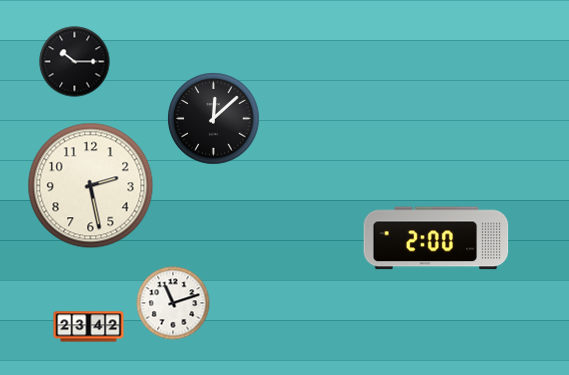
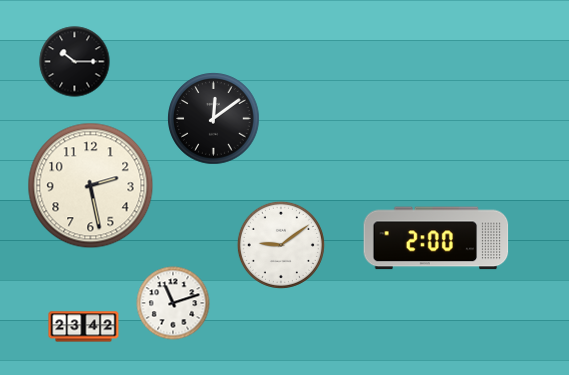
clock at (214, 119): 12:08 -> 12:09
clock at (281, 245): none -> 9:09
clock at (89, 327) position: (89, 327) -> (84, 327)
